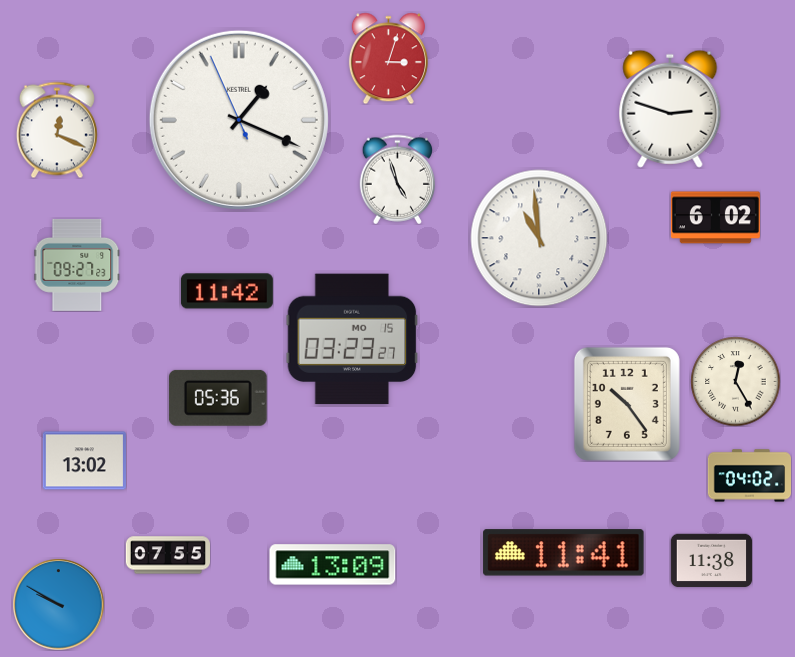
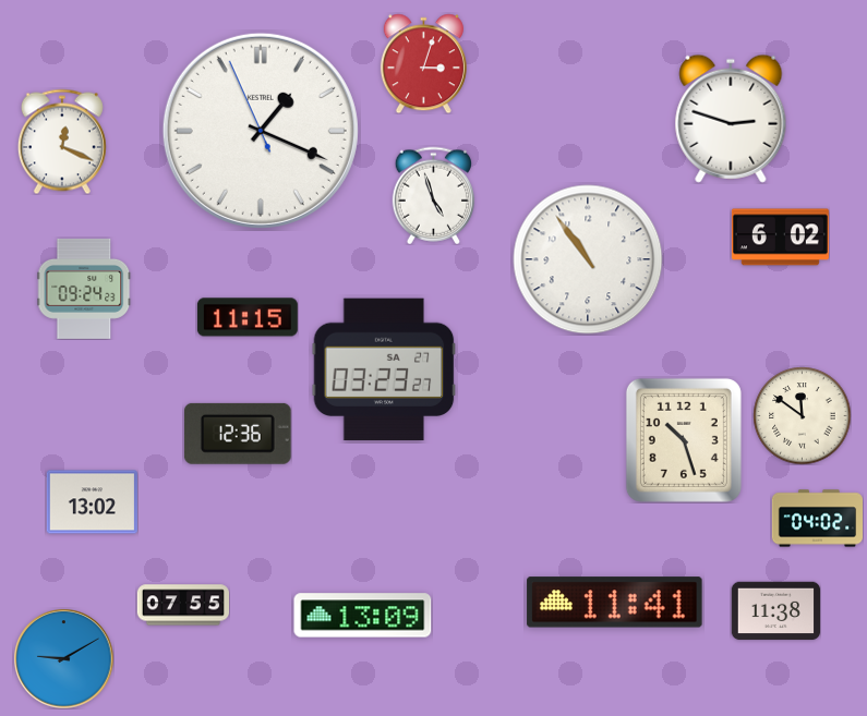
clock at (539, 238): 10:59 -> 10:54
clock at (77, 265): 09:27 -> 09:24
clock at (227, 291): 11:42 -> 11:15
clock at (352, 339) date: MO 15 -> SA 27
clock at (735, 381): 12:25 -> 11:51
clock at (218, 398): 05:36 -> 12:36
clock at (627, 404): 10:24 -> 10:27
clock at (58, 604): 9:50 -> 9:10
